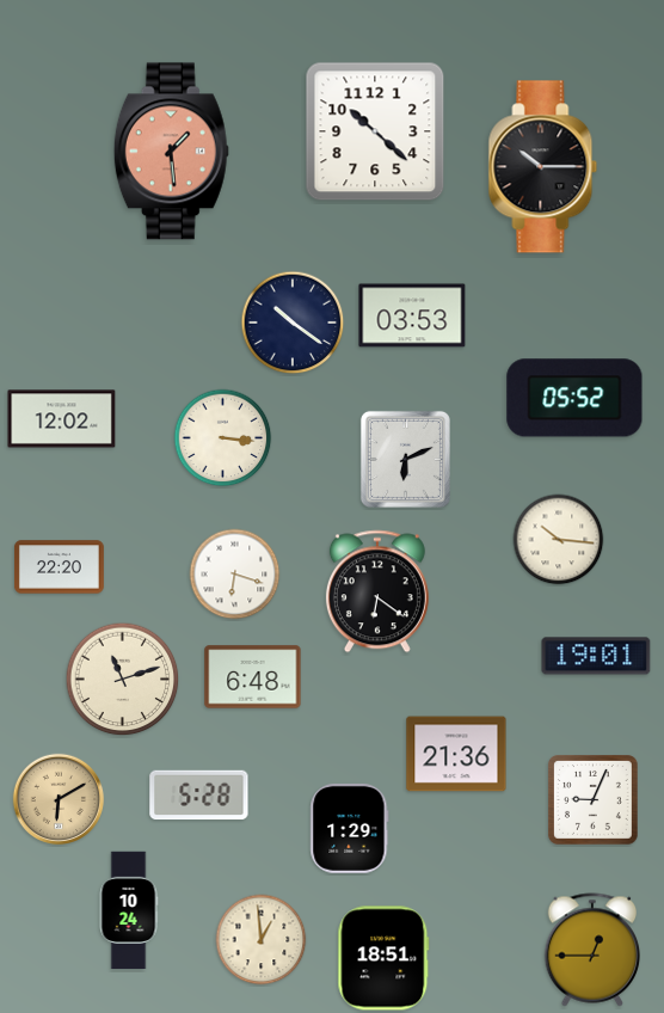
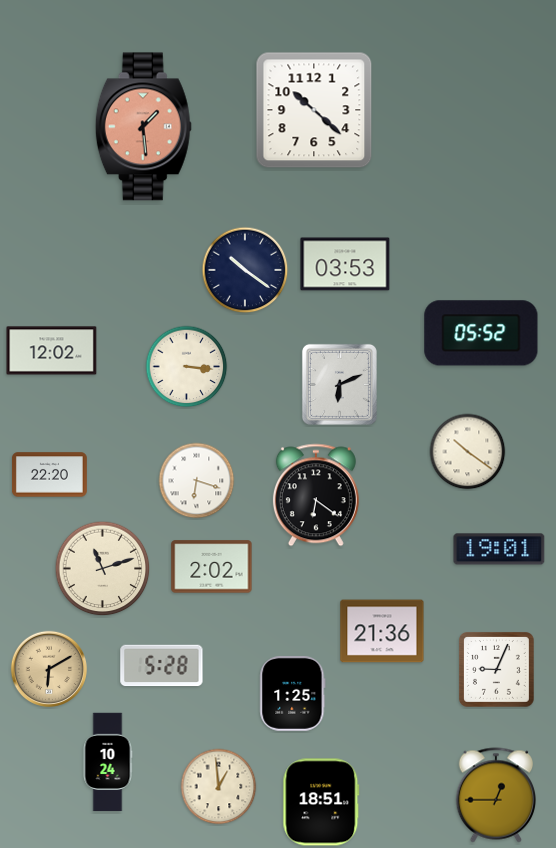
clock at (543, 167): 10:15 -> none
clock at (559, 540): 10:16 -> 10:21
clock at (253, 677): 6:48 -> 2:02
clock at (199, 796) position: (199, 796) -> (162, 666)
clock at (350, 828): 1:29 -> 1:25
